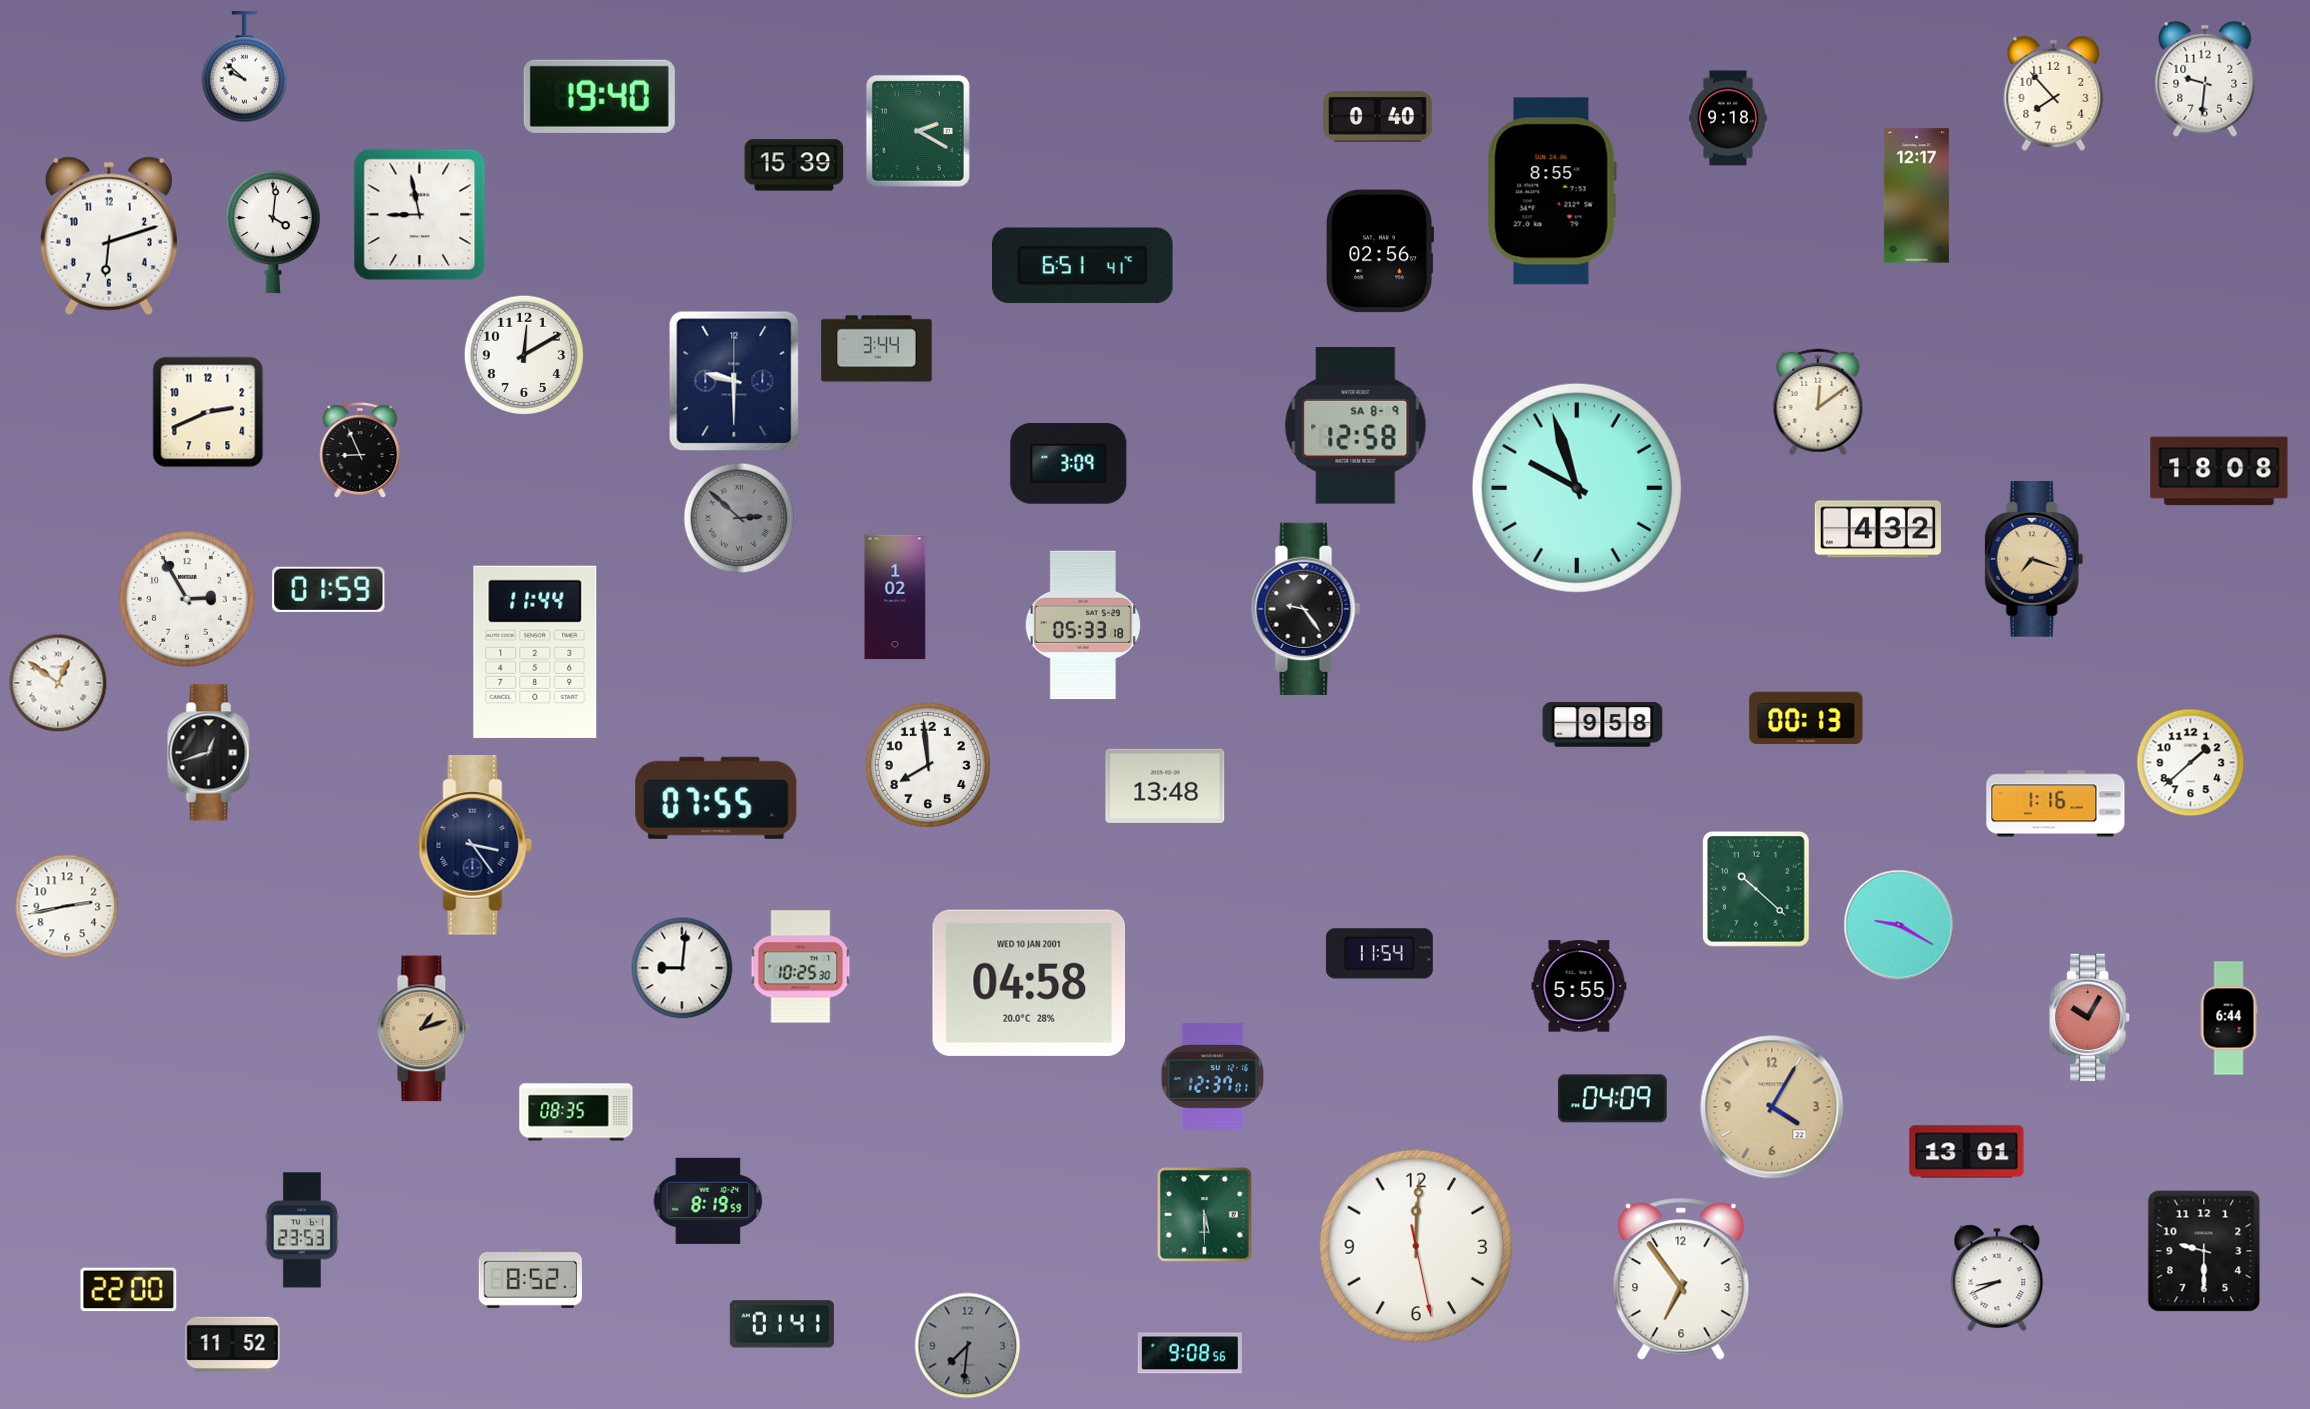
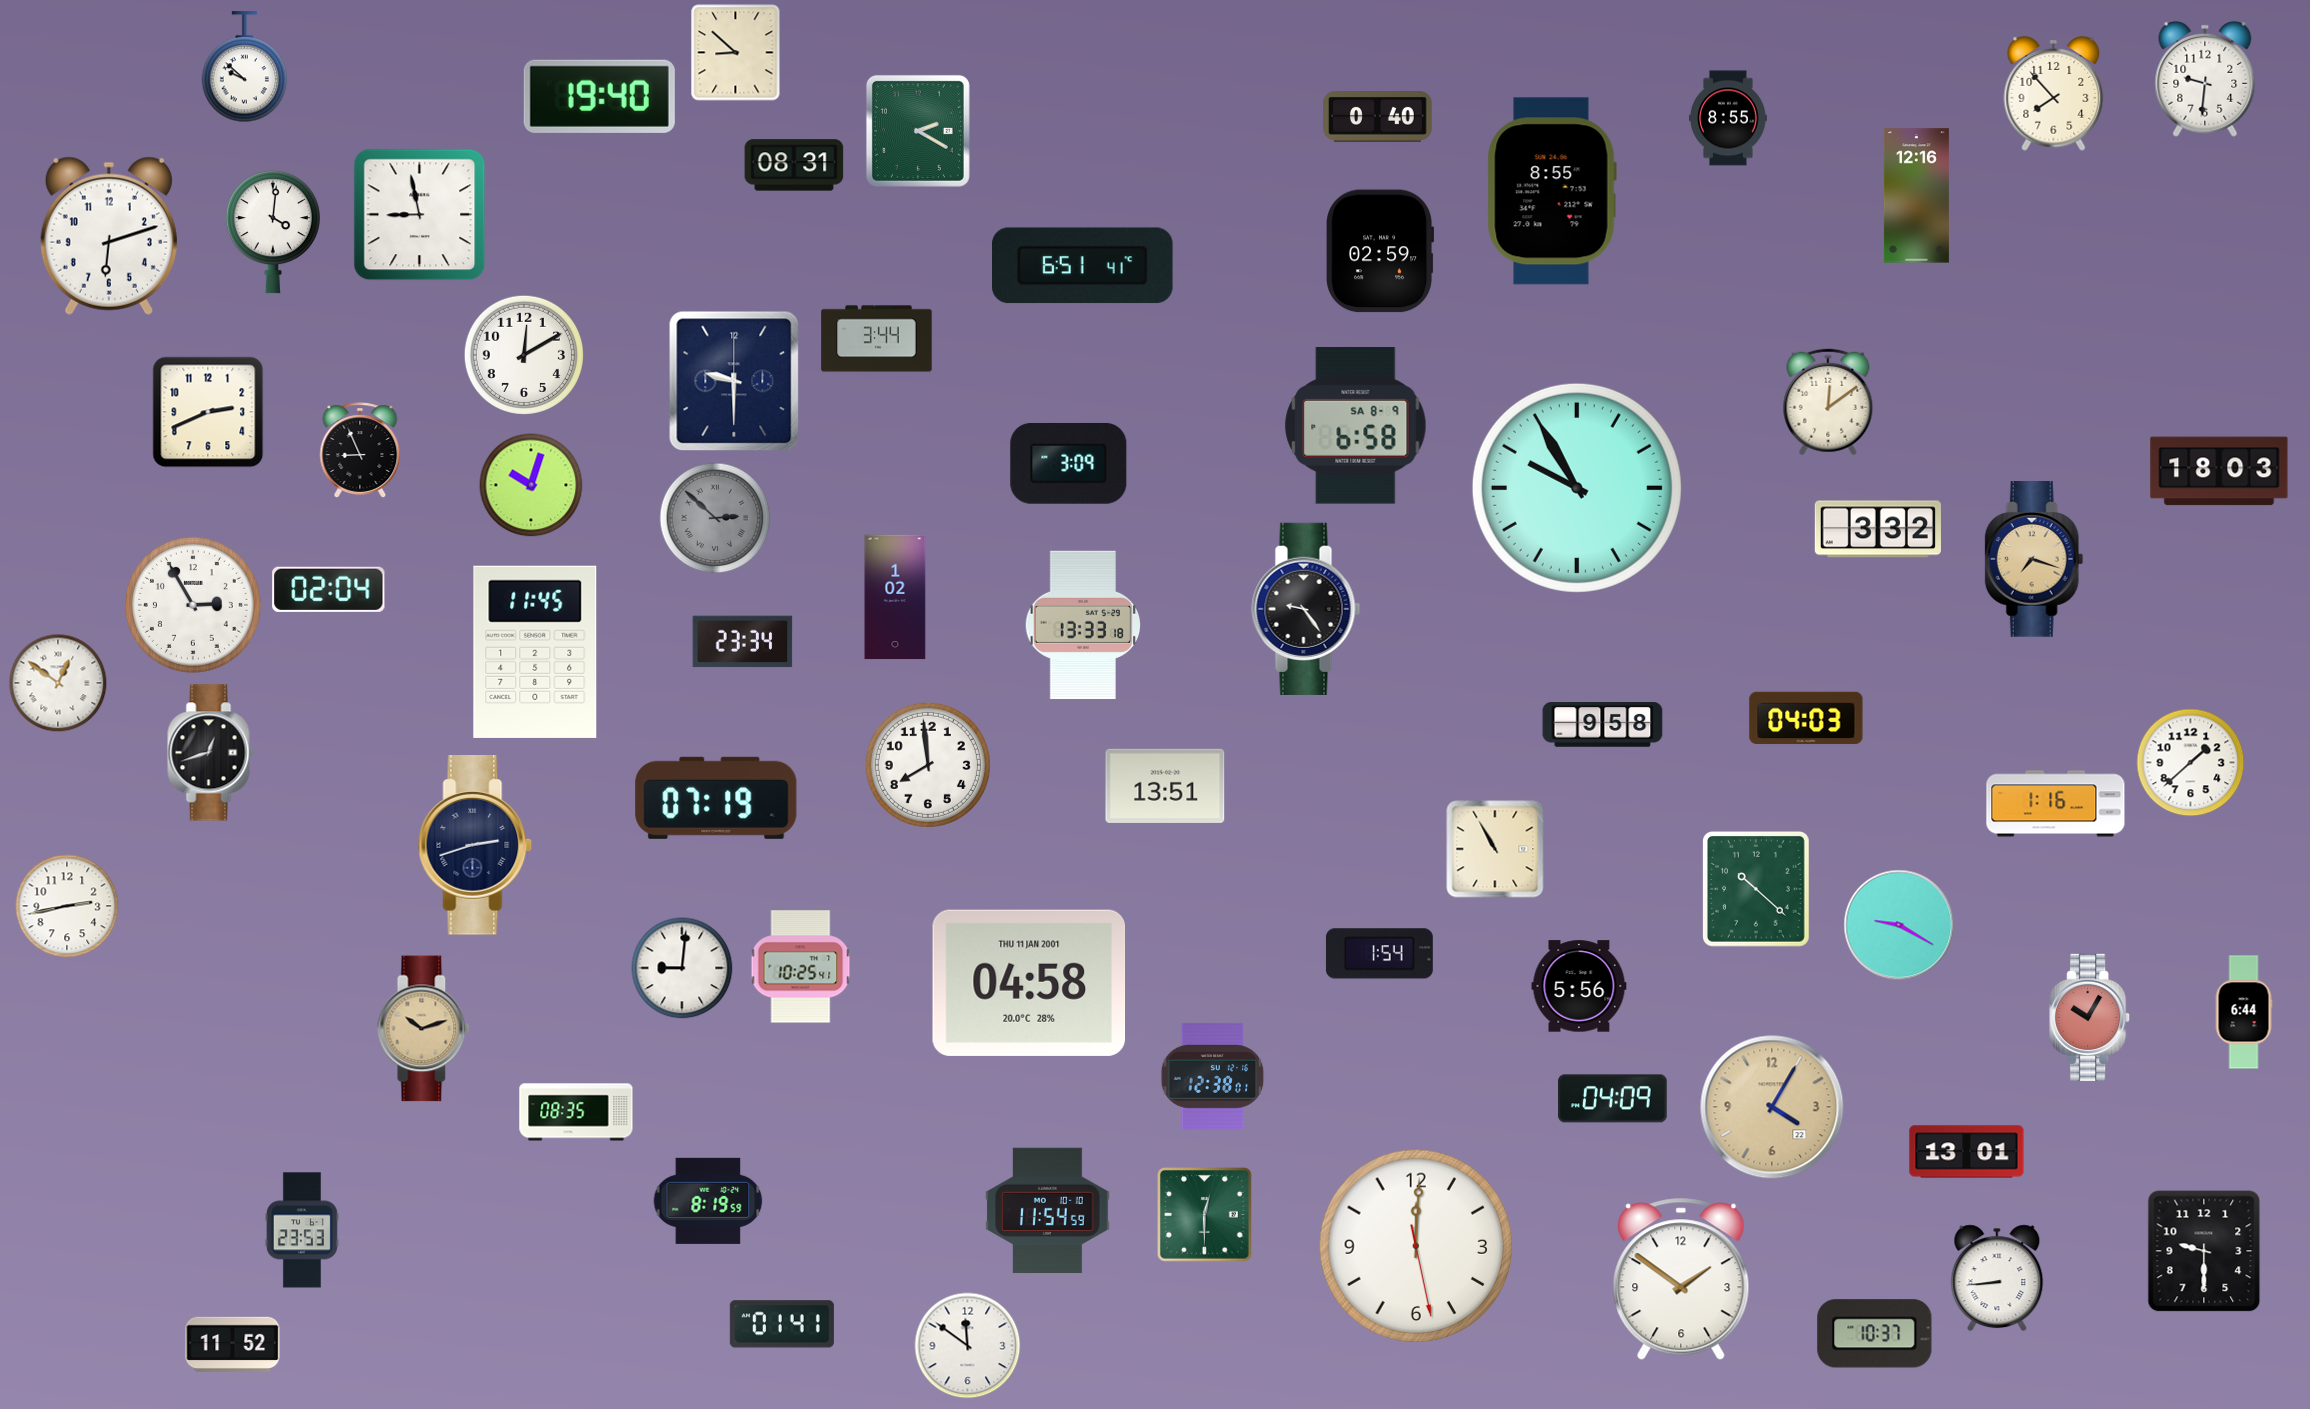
clock at (736, 53): none -> 8:52
clock at (1729, 118): 9:18 -> 8:55
clock at (794, 165): 15:39 -> 08:31
clock at (1916, 196): 12:17 -> 12:16
clock at (1381, 251): 02:56 -> 02:59
clock at (877, 349) position: (877, 349) -> (877, 339)
clock at (1818, 402) position: (1818, 402) -> (1828, 402)
clock at (1356, 426): 12:58 -> 6:58
clock at (2219, 471): 18:08 -> 18:03
clock at (531, 485): none -> 10:03
clock at (1577, 488): 9:57 -> 9:55
clock at (739, 518) position: (739, 518) -> (715, 518)
clock at (1878, 529): 4:32 -> 3:32
clock at (329, 589): 01:59 -> 02:04
clock at (187, 599) position: (187, 599) -> (193, 605)
clock at (1083, 625): 05:33 -> 13:33
clock at (743, 642): none -> 23:34
clock at (535, 652): 11:44 -> 11:45
clock at (1806, 718): 00:13 -> 04:03
clock at (1165, 786): 13:48 -> 13:51
clock at (716, 798): 07:55 -> 07:19
clock at (475, 845): 3:24 -> 2:42
clock at (1495, 849): none -> 10:55
clock at (1379, 954): 11:54 -> 1:54
clock at (801, 967): 10:25:30 -> 10:25:41
clock at (1028, 983) date: WED 10 JAN 2001 -> THU 11 JAN 2001
clock at (1579, 986): 5:55 -> 5:56
clock at (2229, 1018) position: (2229, 1018) -> (2244, 1012)
clock at (424, 1029): 1:12 -> 10:12
clock at (1213, 1076): 12:37 -> 12:38
clock at (1048, 1211): none -> 11:54
clock at (1205, 1215): 5:30 -> 12:30
clock at (530, 1278): 8:52 -> none
clock at (1997, 1278): 8:41 -> 8:44
clock at (1681, 1279): 6:54 -> 1:51
clock at (129, 1290): 22:00 -> none
clock at (1875, 1334): none -> 10:37
clock at (968, 1346): 7:31 -> 11:51
clock at (968, 1346) dial: grey -> white
clock at (1190, 1353): 9:08 -> none
